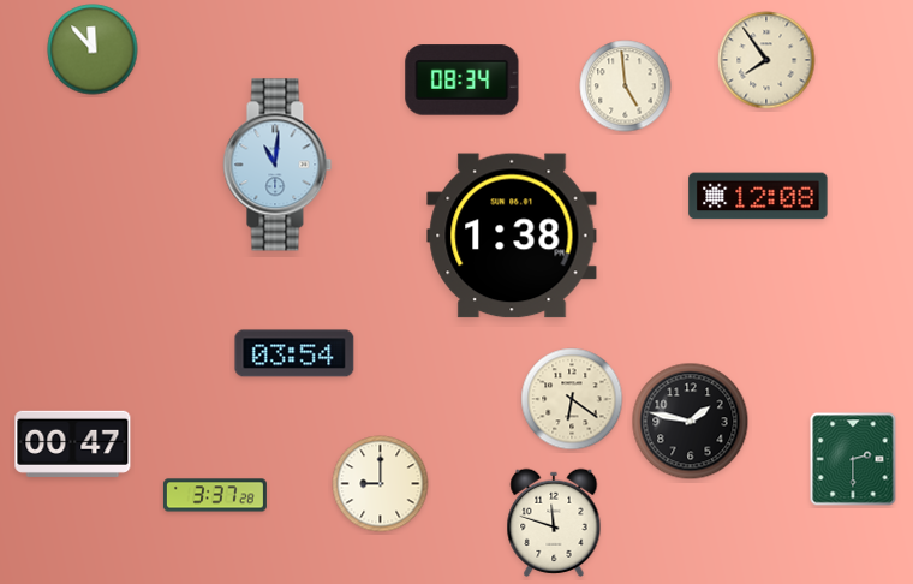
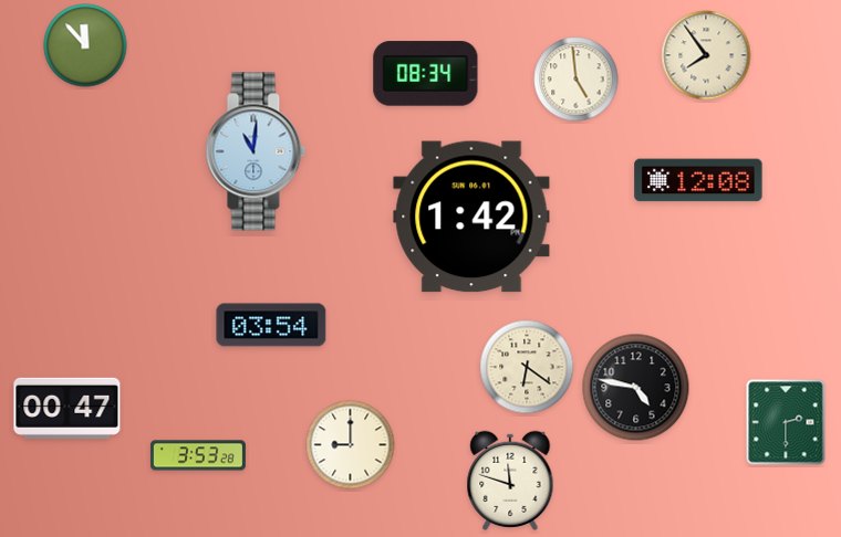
clock at (512, 236): 1:38 -> 1:42
clock at (691, 422): 1:47 -> 4:47
clock at (215, 495): 3:37 -> 3:53
